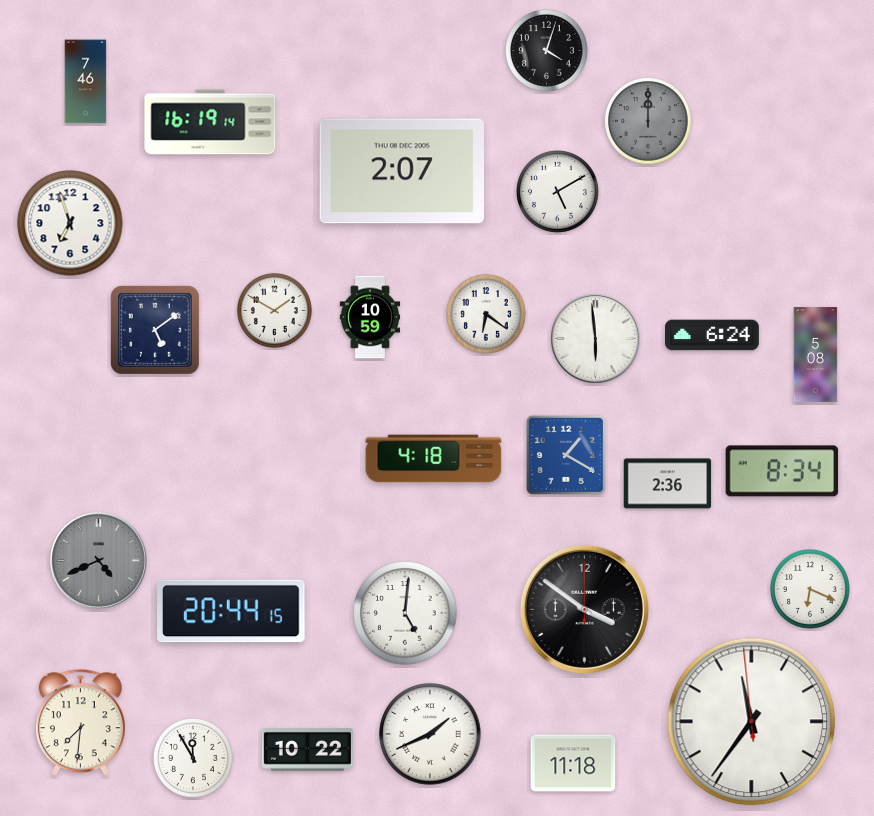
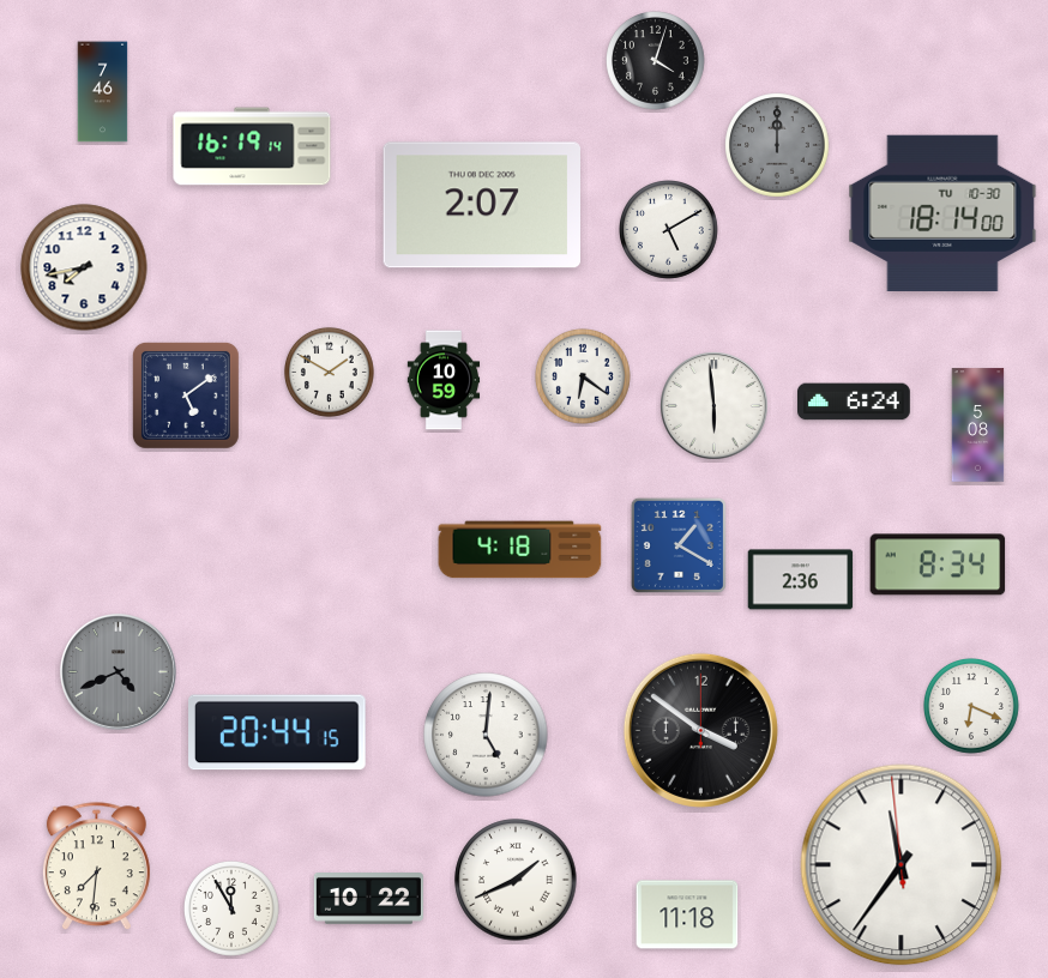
clock at (86, 82) position: (86, 82) -> (103, 92)
clock at (942, 212): none -> 18:14
clock at (70, 223): 6:57 -> 7:43
